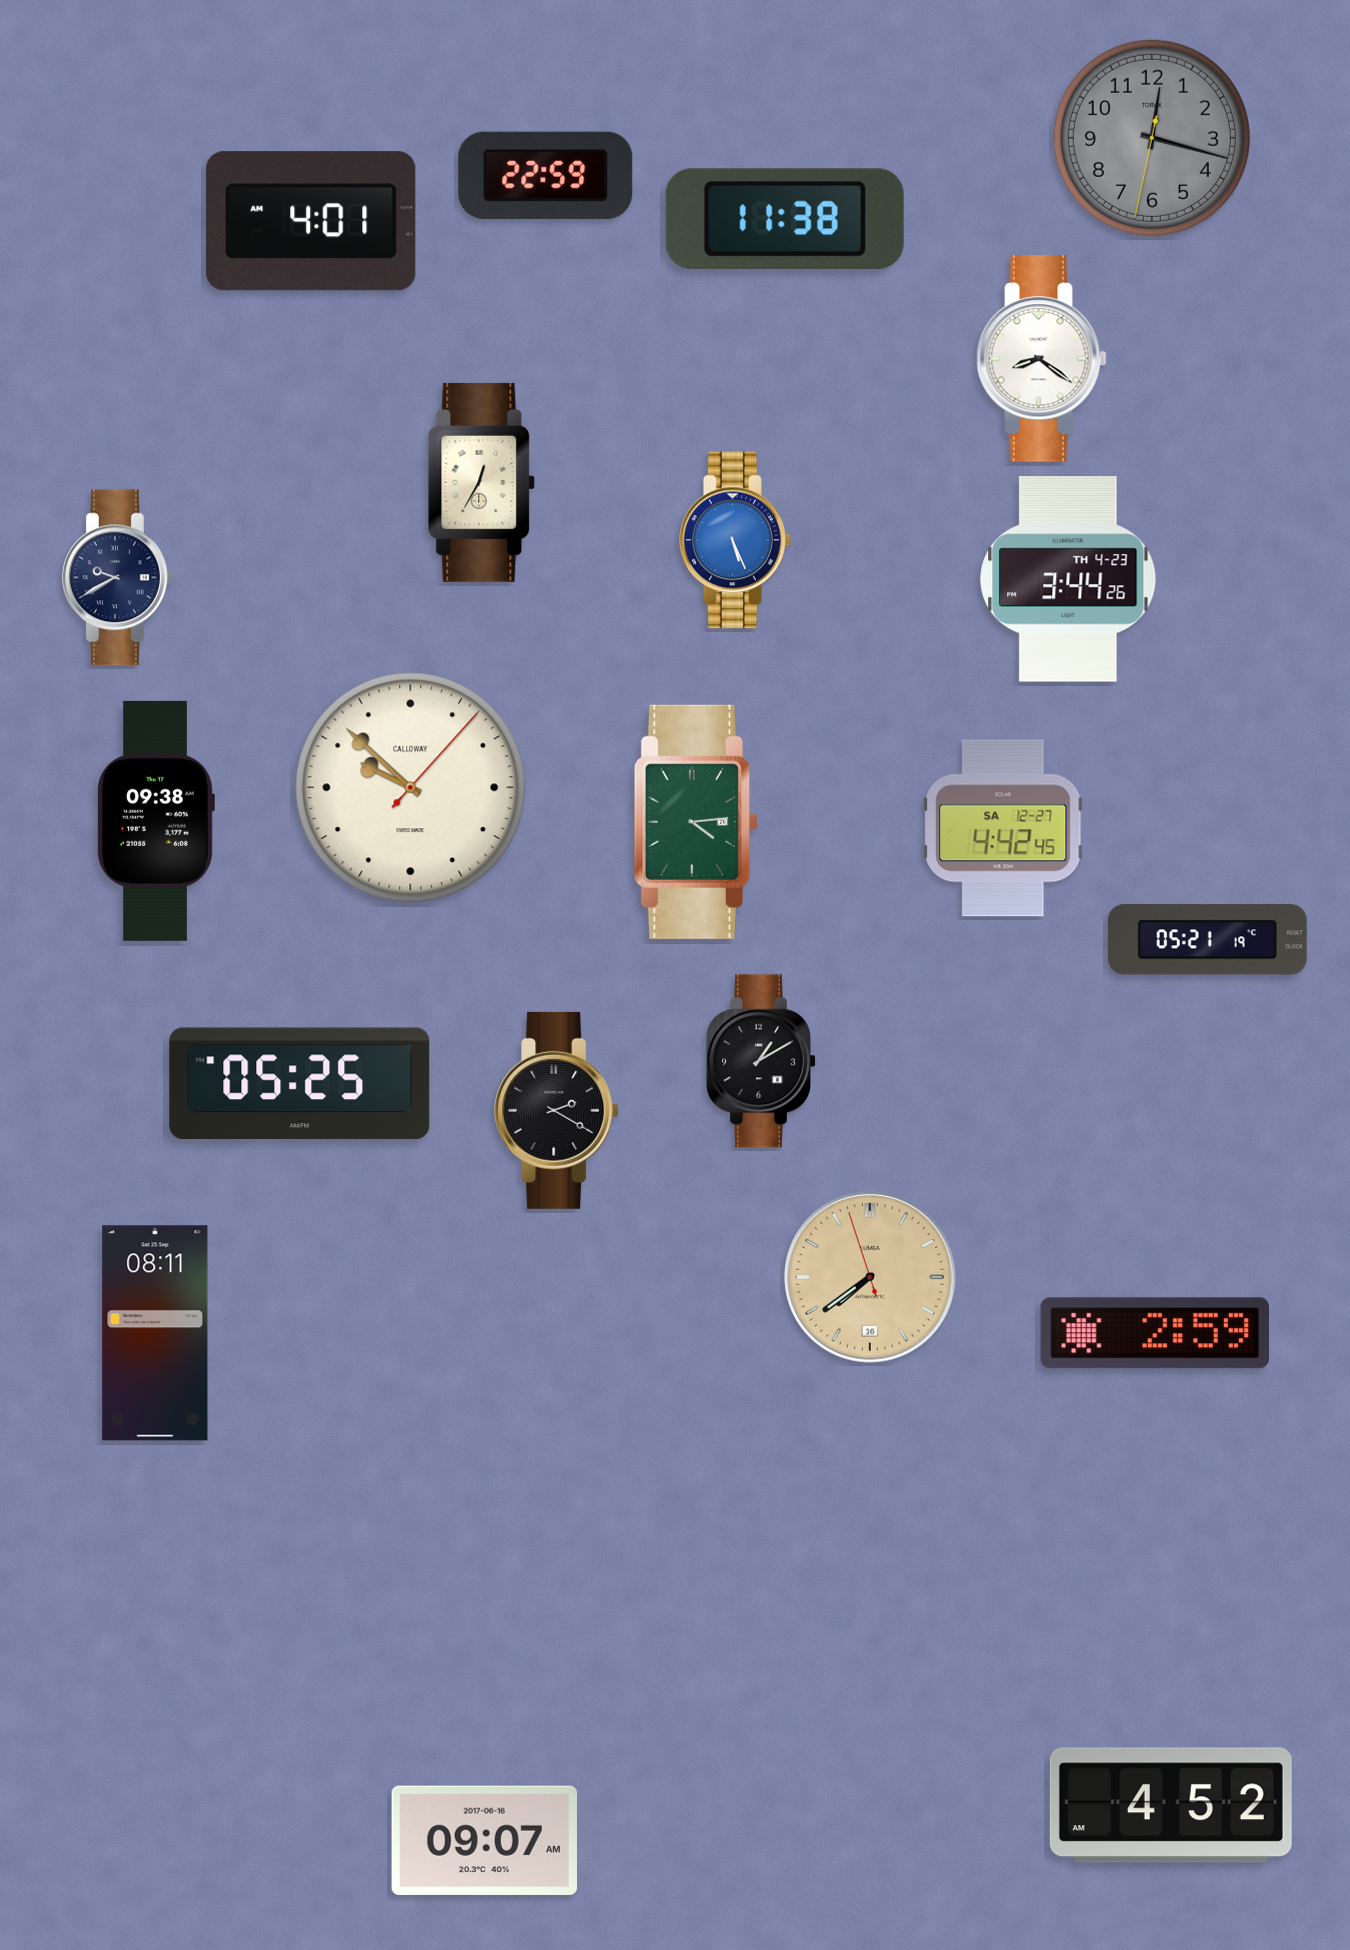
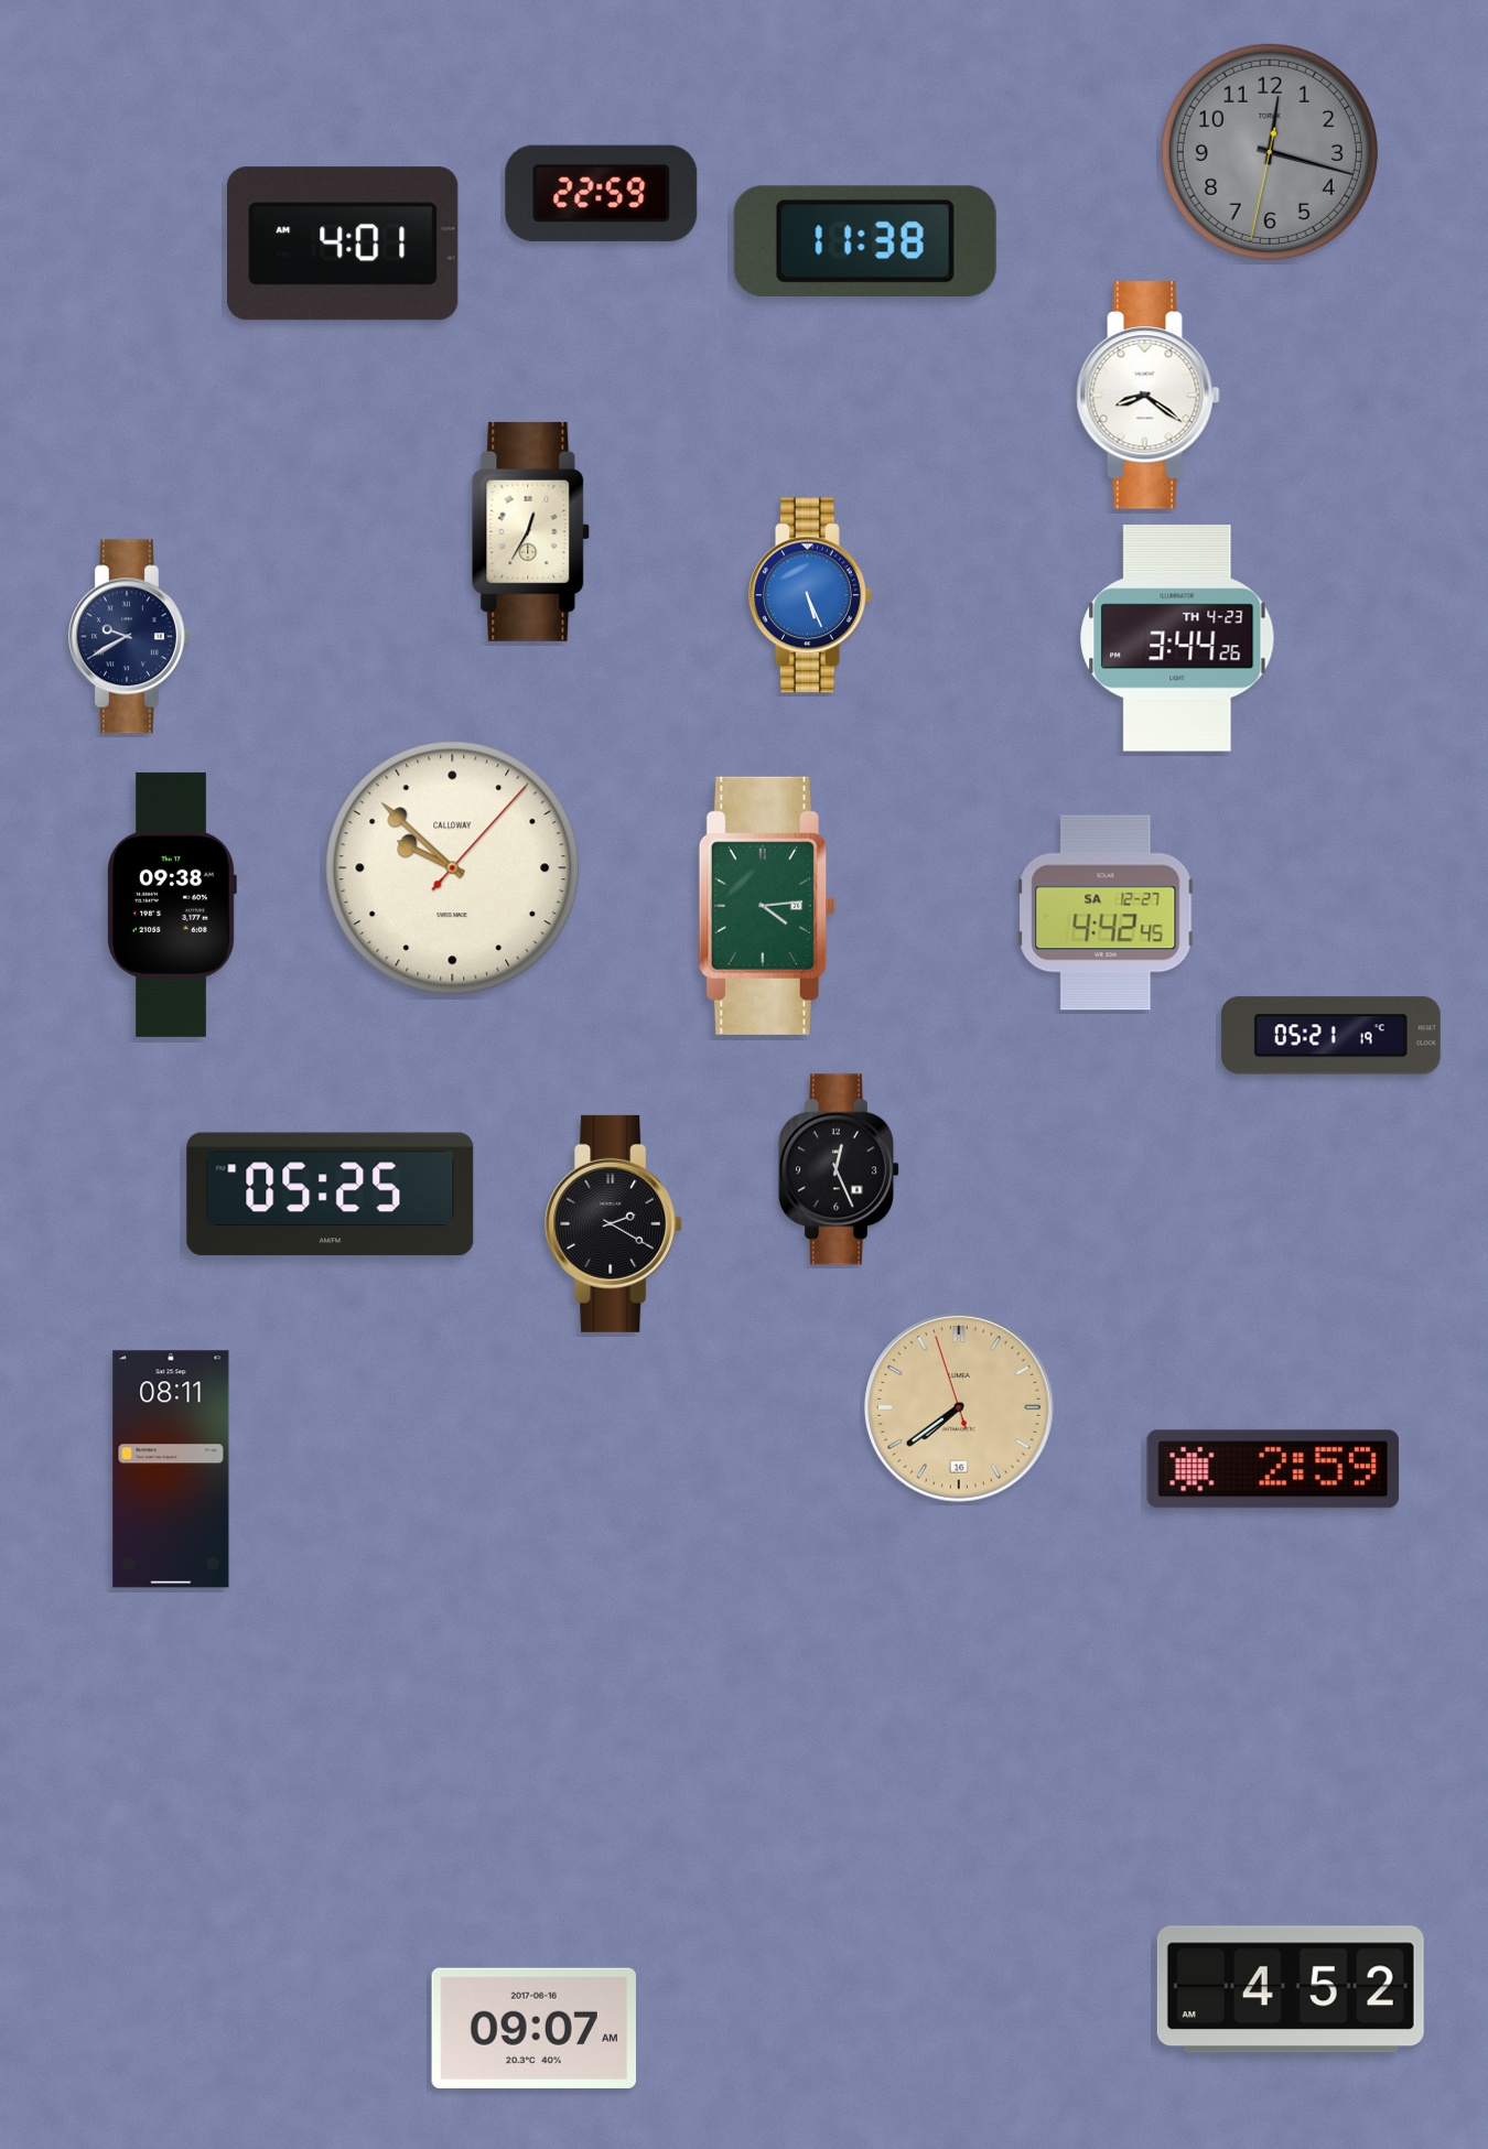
clock at (761, 1061): 1:10 -> 12:26
